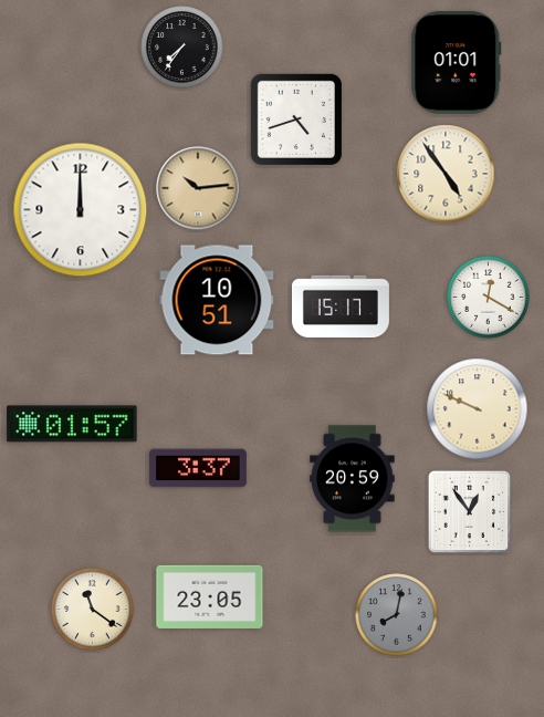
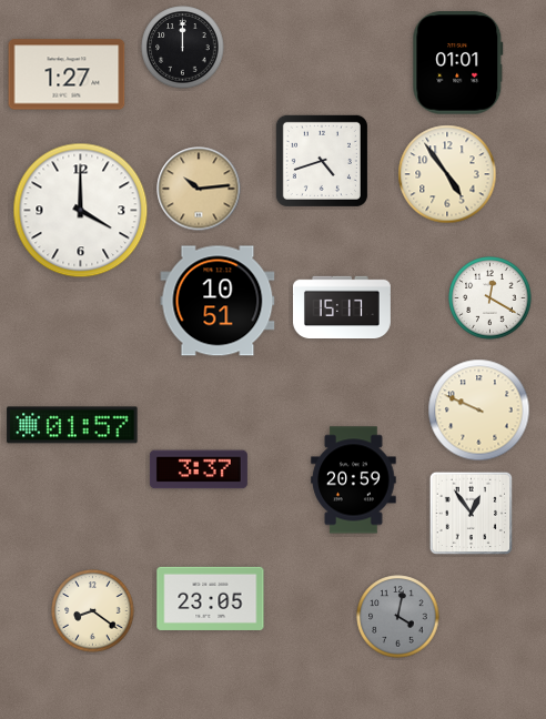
clock at (182, 48): 7:36 -> 12:00
clock at (67, 74): none -> 1:27
clock at (296, 119) position: (296, 119) -> (322, 161)
clock at (81, 210): 12:00 -> 4:00
clock at (93, 610): 11:21 -> 8:21
clock at (397, 615): 8:02 -> 4:02
